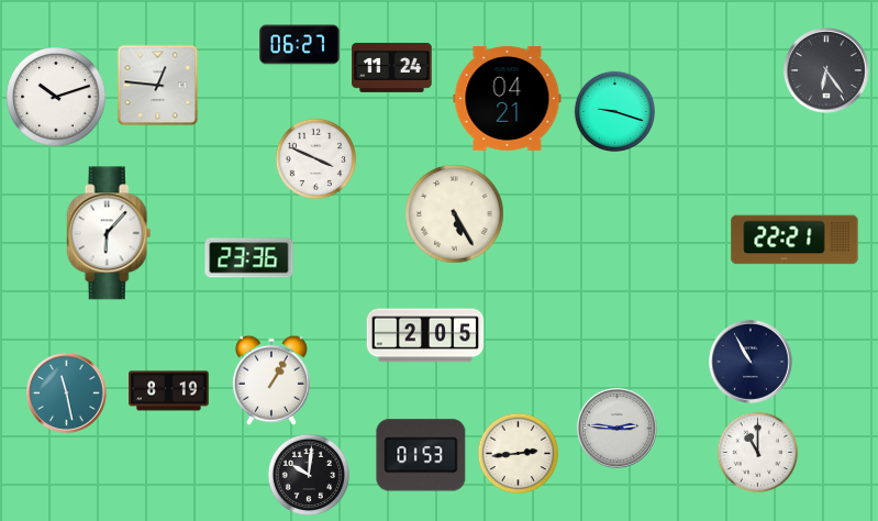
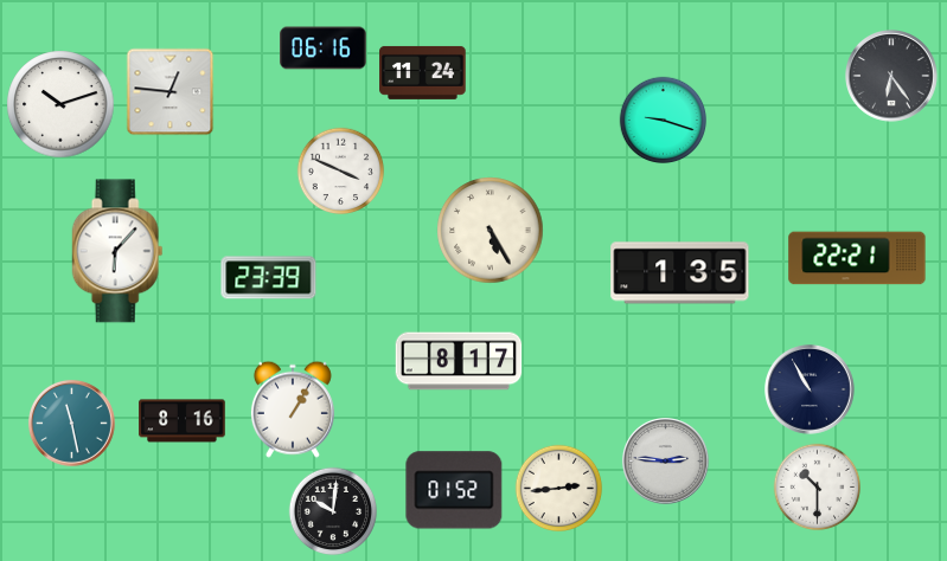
clock at (300, 45): 06:27 -> 06:16
clock at (508, 98): 04:21 -> none
clock at (680, 273): none -> 1:35
clock at (249, 258): 23:36 -> 23:39
clock at (425, 335): 2:05 -> 8:17
clock at (169, 391): 8:19 -> 8:16
clock at (758, 453): 11:00 -> 10:30
clock at (421, 455): 01:53 -> 01:52
